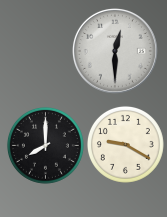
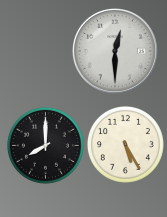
clock at (125, 144): 9:20 -> 5:25
